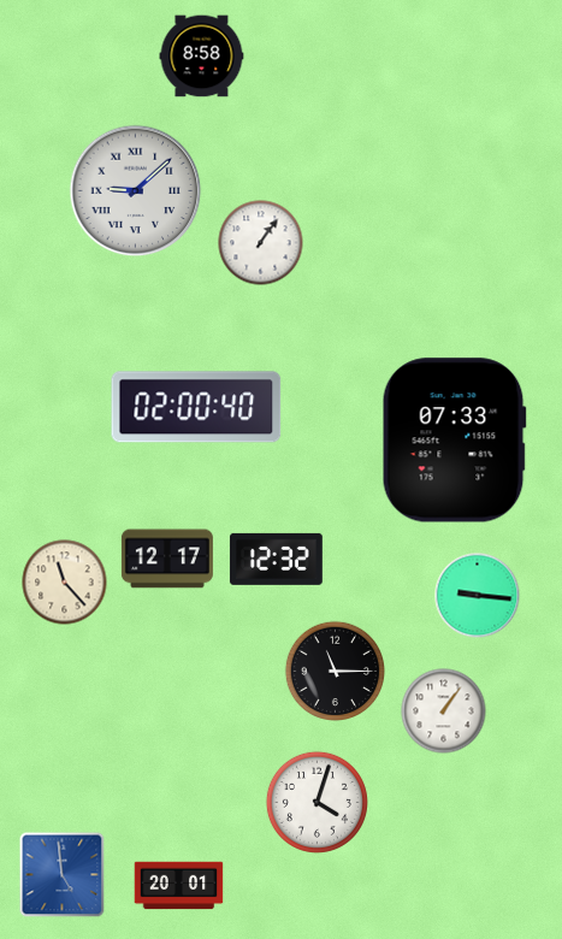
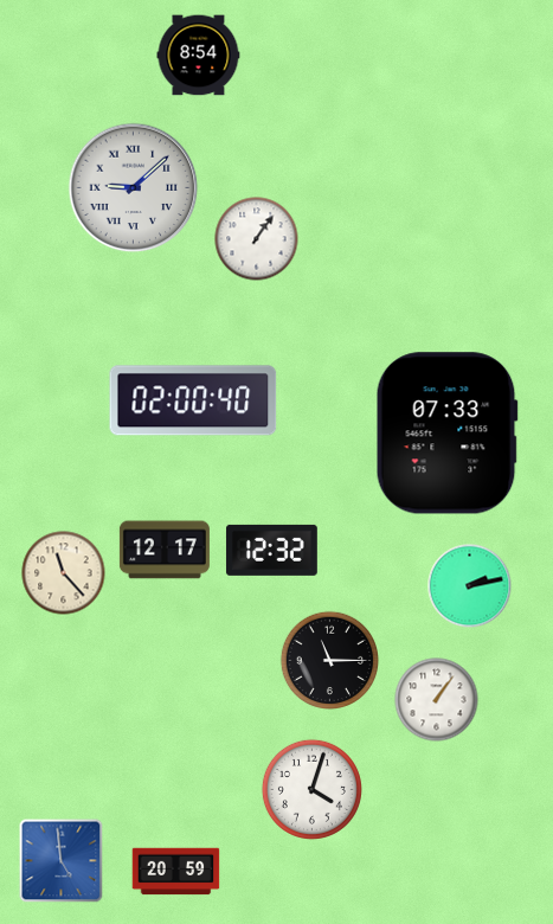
clock at (202, 57): 8:58 -> 8:54
clock at (478, 596): 9:16 -> 2:13
clock at (179, 886): 20:01 -> 20:59
